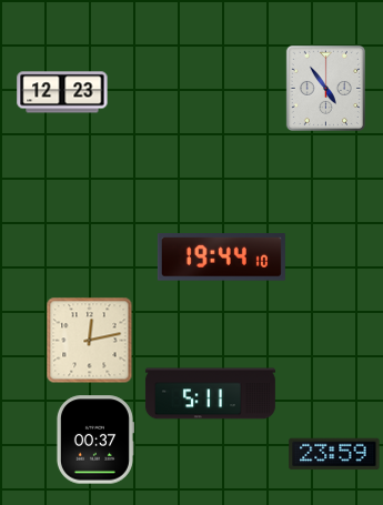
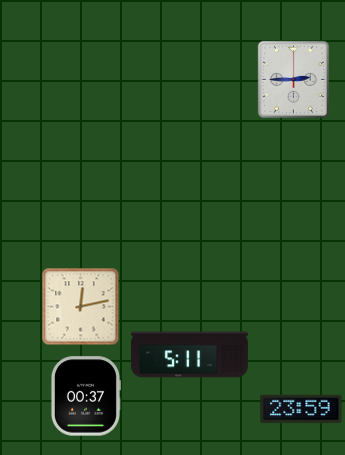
clock at (325, 88): 4:54 -> 2:45
clock at (62, 92): 12:23 -> none
clock at (221, 257): 19:44 -> none
